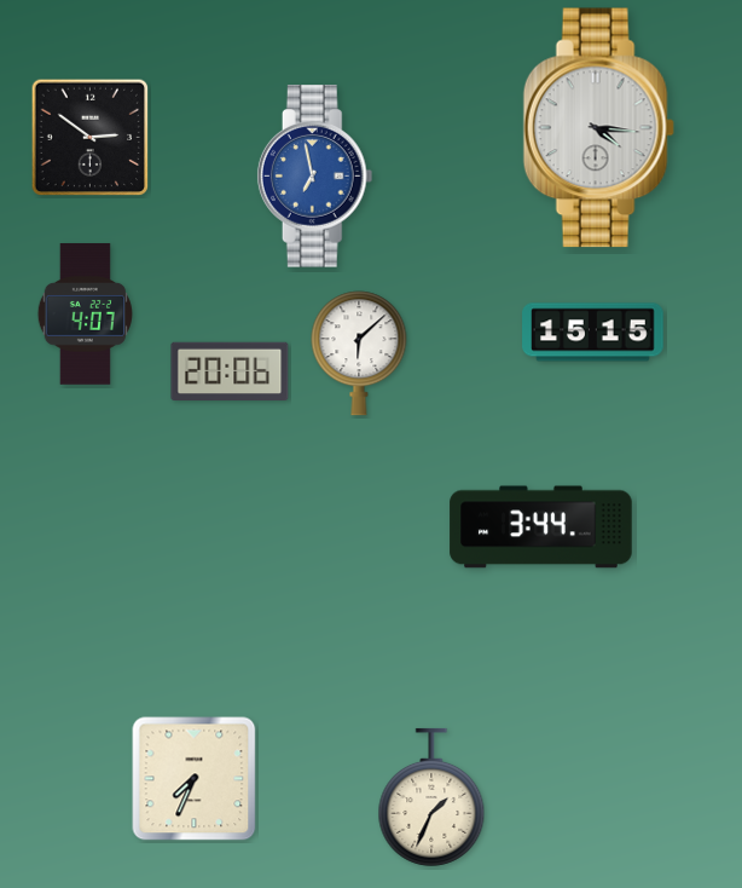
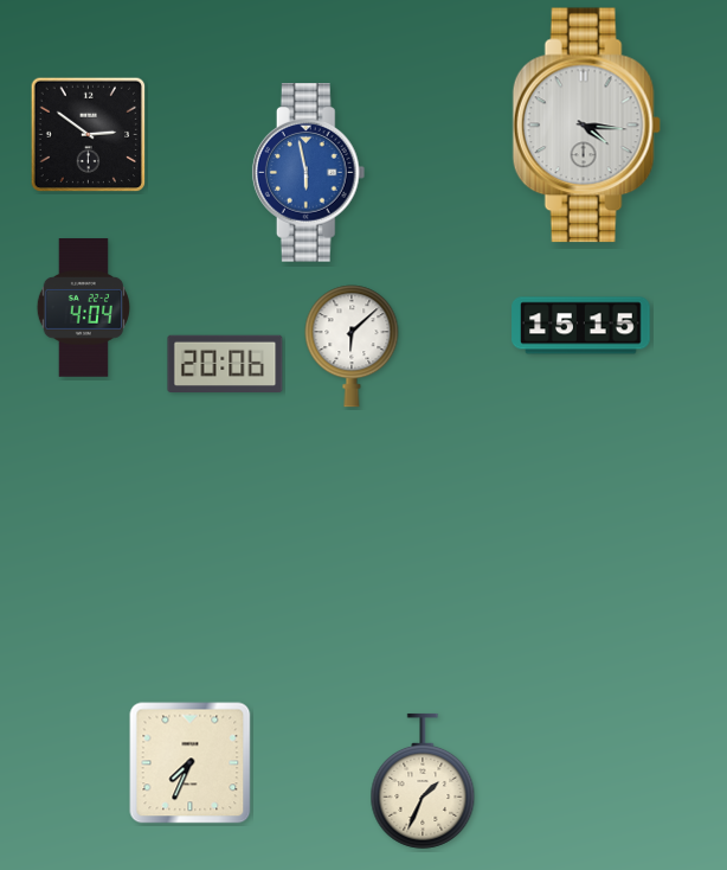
clock at (315, 177): 6:58 -> 5:58
clock at (85, 315): 4:07 -> 4:04
clock at (541, 527): 3:44 -> none
